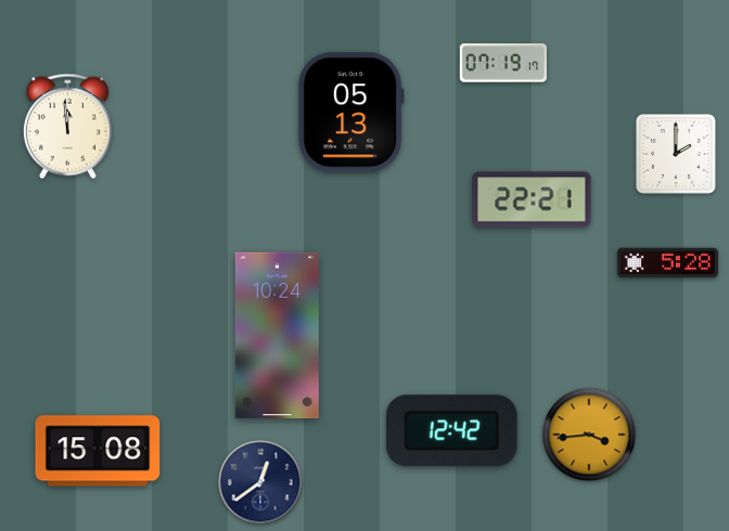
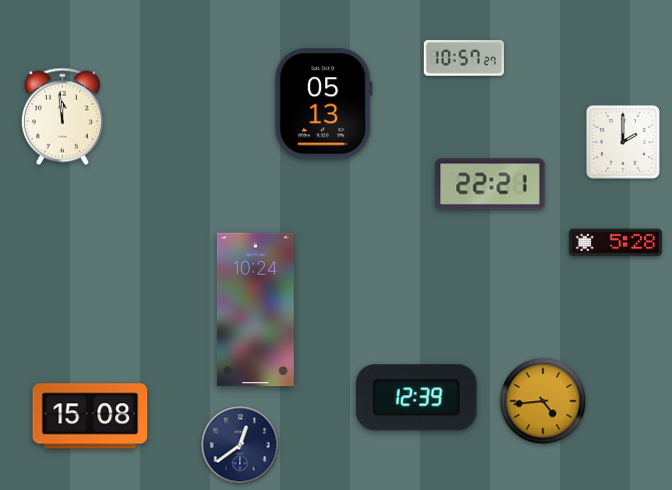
clock at (503, 63): 07:19 -> 10:57
clock at (451, 431): 12:42 -> 12:39
clock at (589, 435): 3:44 -> 4:44
